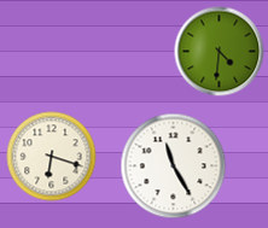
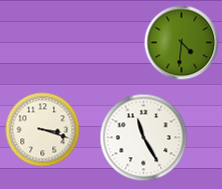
clock at (52, 157): 6:18 -> 3:18
